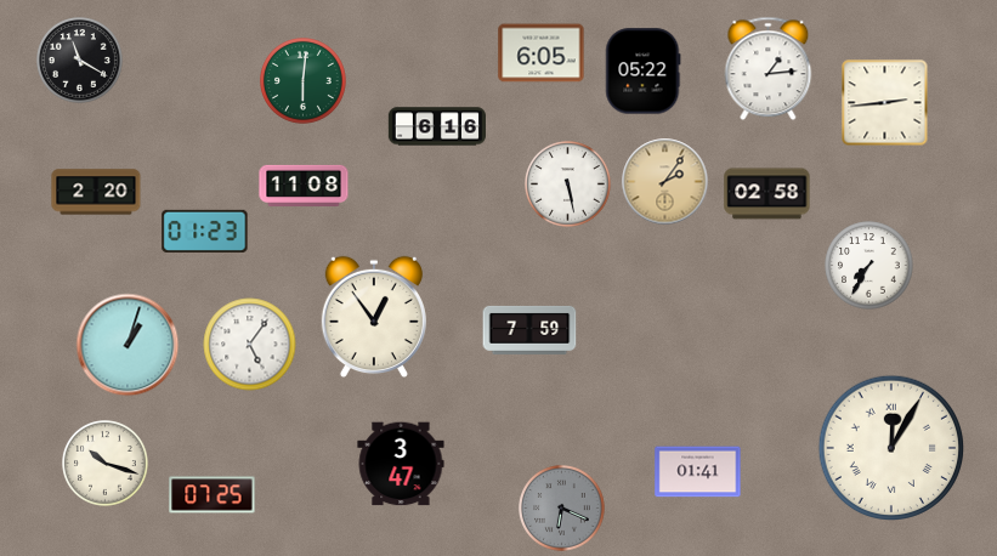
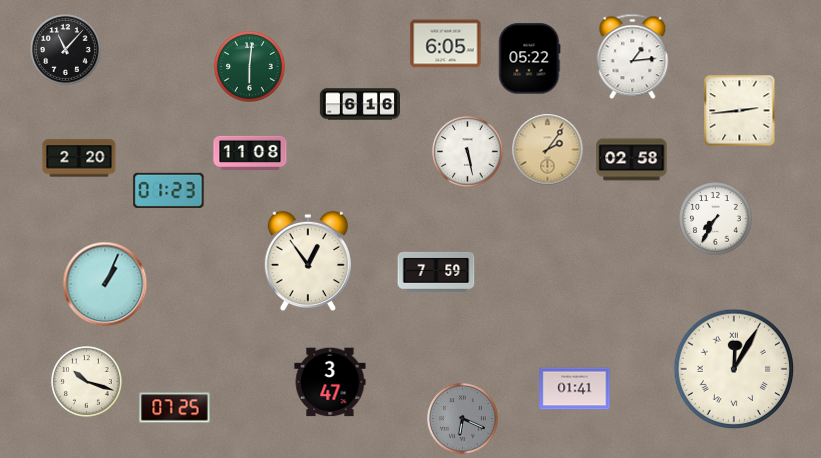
clock at (80, 61): 11:20 -> 11:07
clock at (885, 103) position: (885, 103) -> (740, 111)
clock at (128, 345): 1:03 -> 1:04
clock at (250, 345): 5:06 -> none
